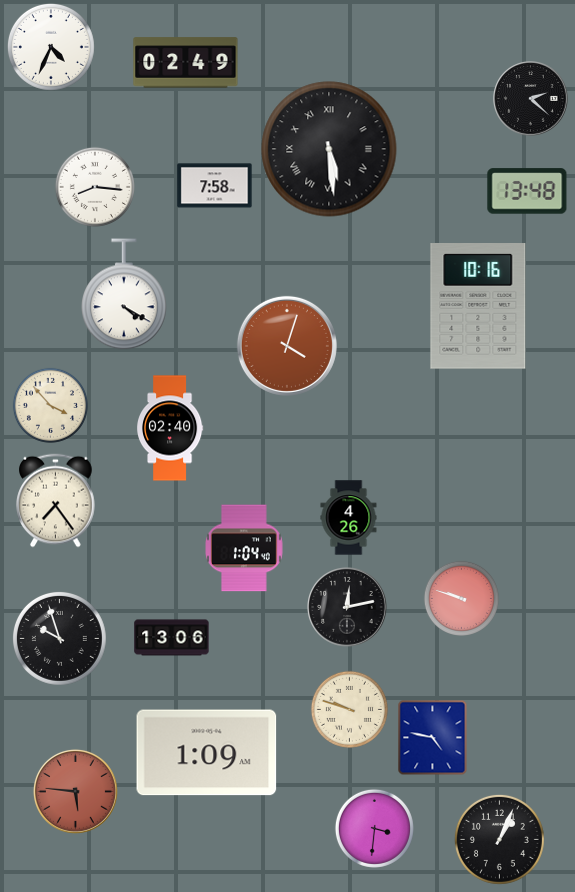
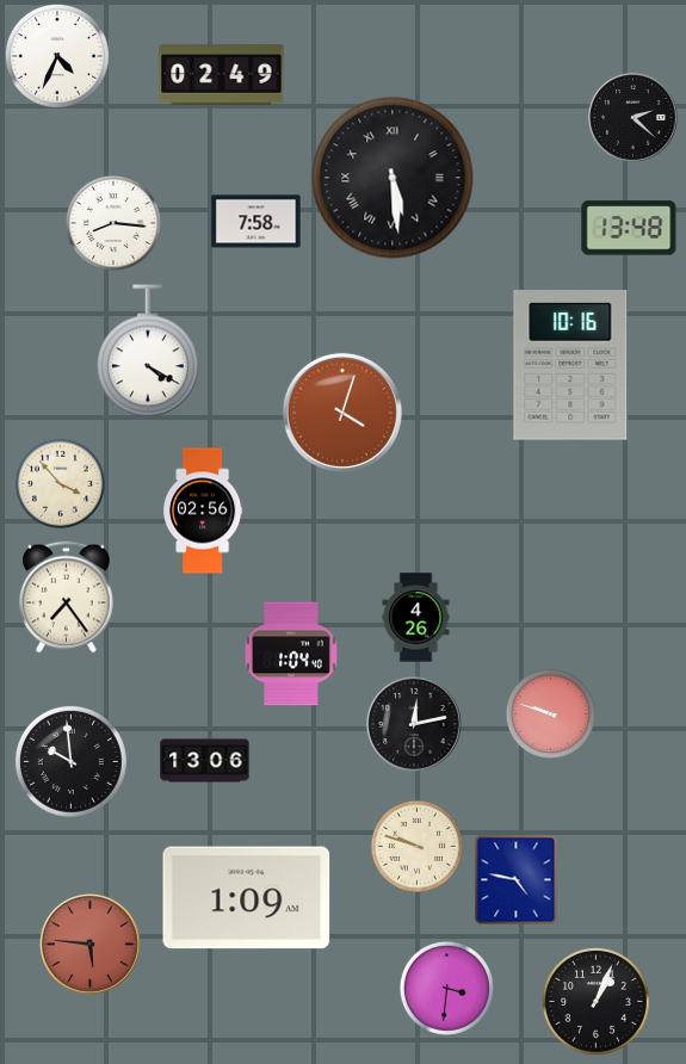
clock at (51, 47) position: (51, 47) -> (57, 56)
clock at (170, 428): 02:40 -> 02:56
clock at (59, 638): 9:57 -> 9:59
